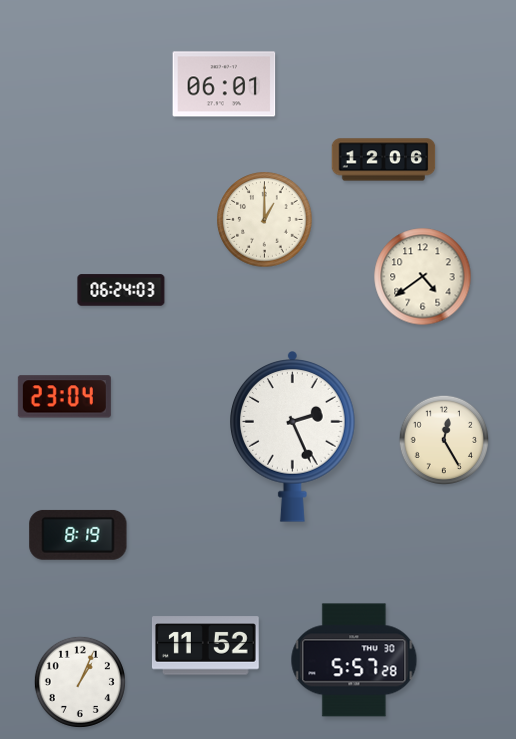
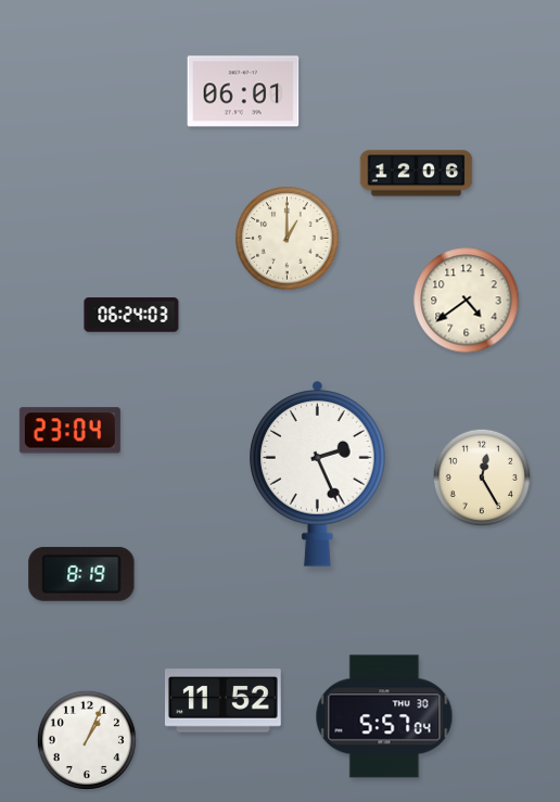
clock at (423, 277) position: (423, 277) -> (467, 301)
clock at (78, 535) position: (78, 535) -> (81, 574)
clock at (354, 660): 5:57:28 -> 5:57:04
